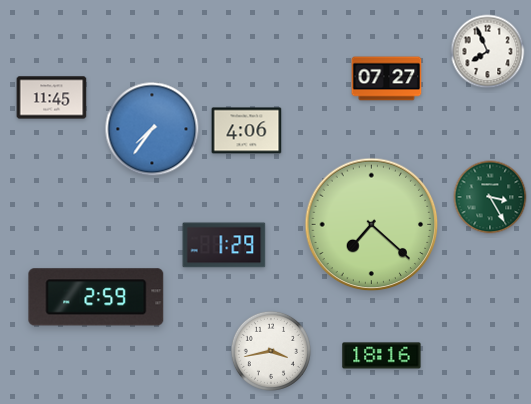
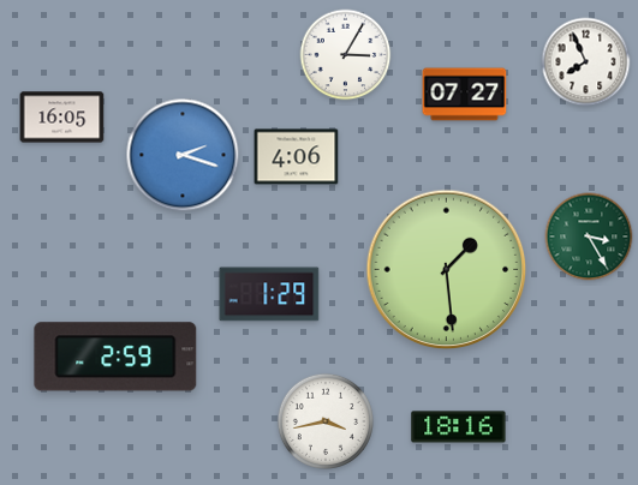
clock at (346, 55): none -> 3:05
clock at (52, 98): 11:45 -> 16:05
clock at (152, 129): 7:36 -> 2:18
clock at (372, 225): 7:22 -> 1:29
